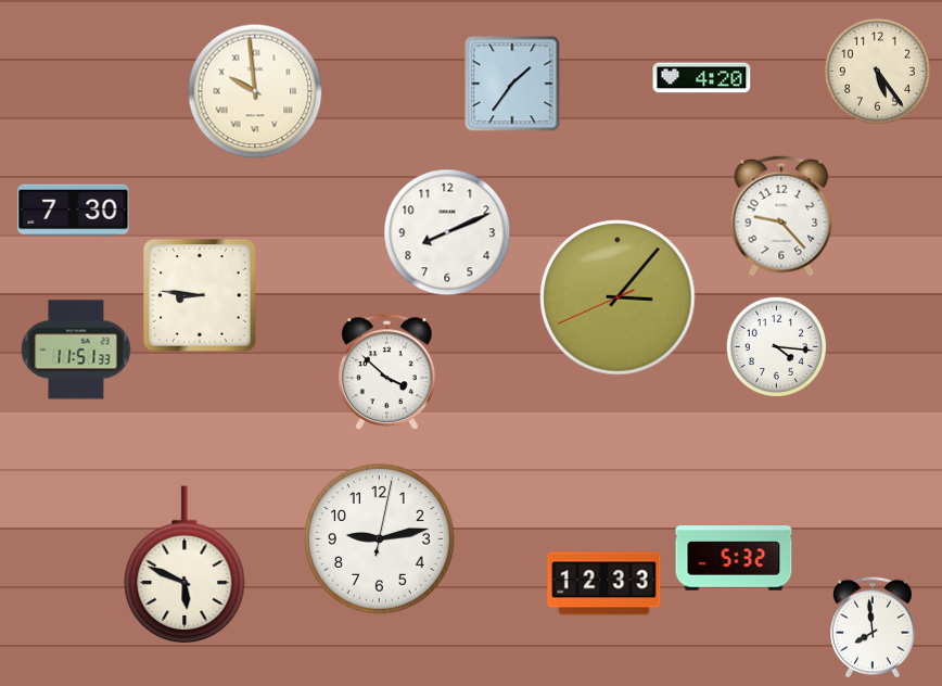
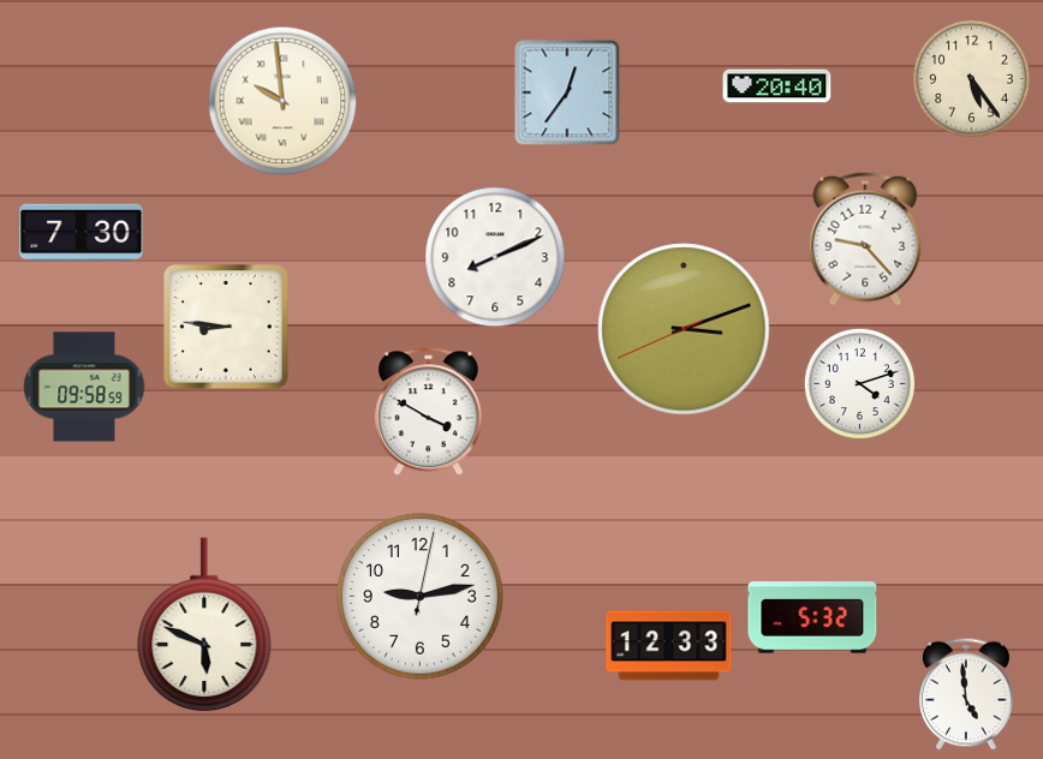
clock at (702, 78): 4:20 -> 20:40
clock at (512, 84): 1:36 -> 12:36
clock at (200, 295) position: (200, 295) -> (226, 327)
clock at (618, 297): 3:06 -> 3:11
clock at (776, 346): 4:16 -> 4:12
clock at (76, 350): 11:51 -> 09:58
clock at (386, 372): 3:52 -> 3:50
clock at (874, 627): 7:59 -> 4:59
